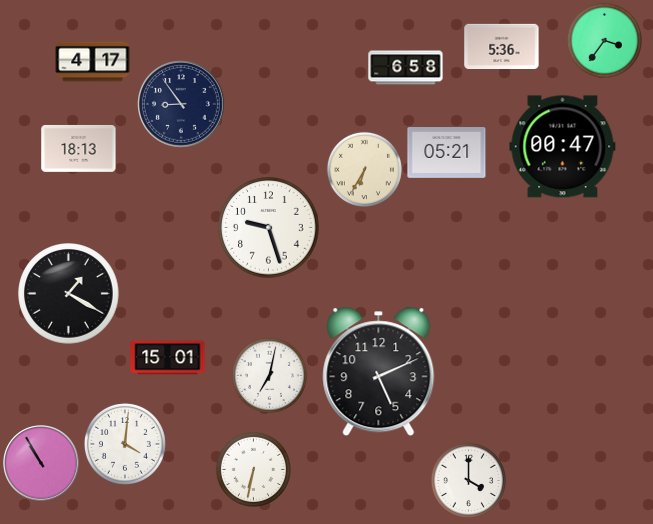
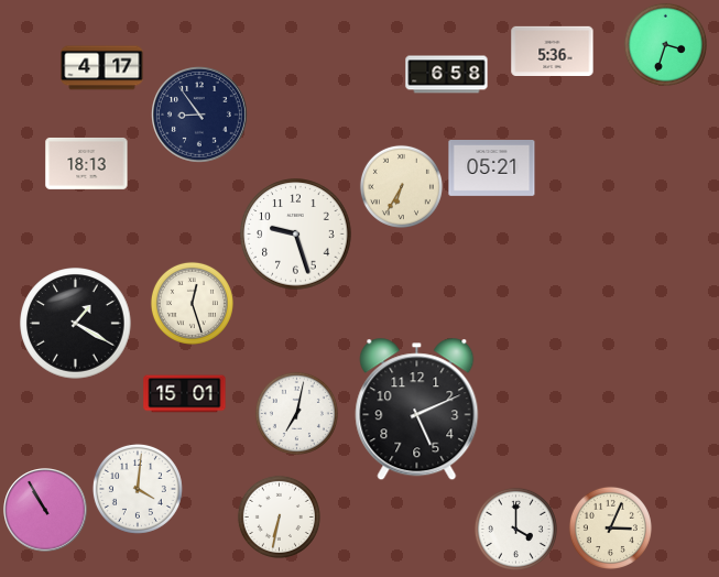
clock at (604, 40): 3:36 -> 3:33
clock at (563, 147): 00:47 -> none
clock at (269, 228) position: (269, 228) -> (296, 235)
clock at (192, 303): none -> 12:27
clock at (610, 527): none -> 3:04
